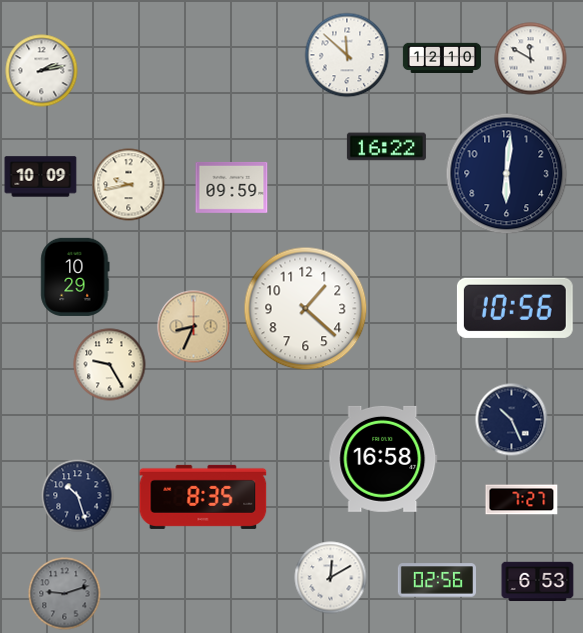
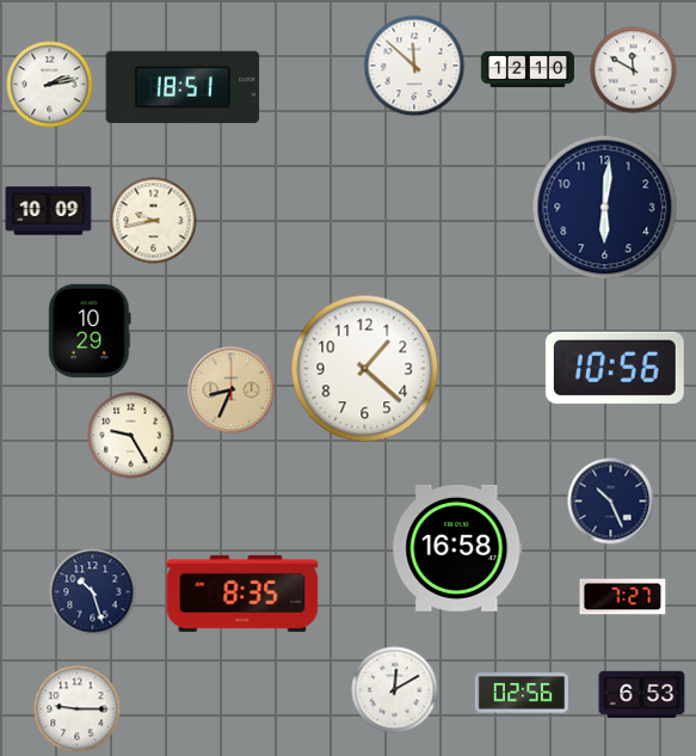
clock at (183, 87): none -> 18:51
clock at (386, 147): 16:22 -> none
clock at (232, 187): 09:59 -> none
clock at (65, 594): 9:12 -> 9:15
clock at (65, 594) dial: grey -> white
